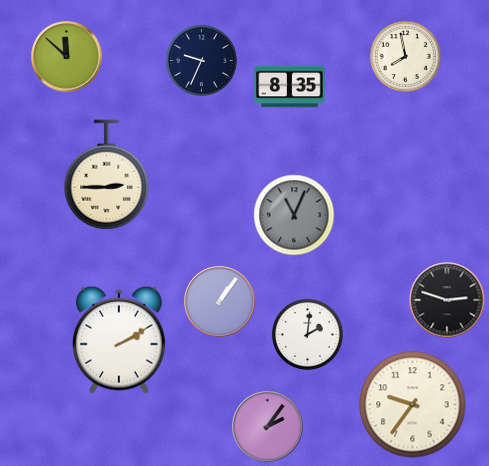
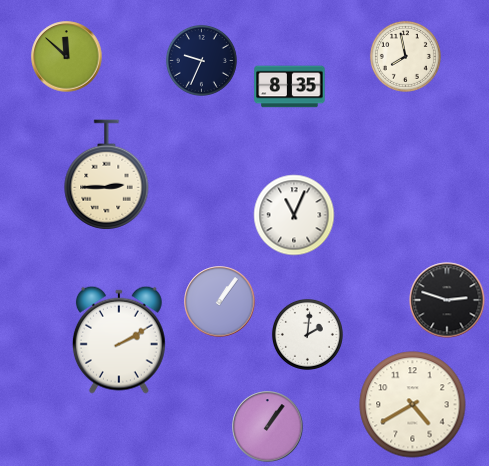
clock at (294, 215) dial: grey -> white
clock at (413, 405): 9:36 -> 4:40
clock at (268, 427): 2:06 -> 1:06
